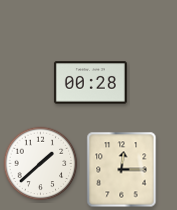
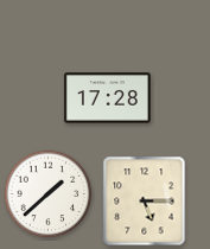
clock at (90, 83): 00:28 -> 17:28
clock at (122, 170): 12:15 -> 5:15
